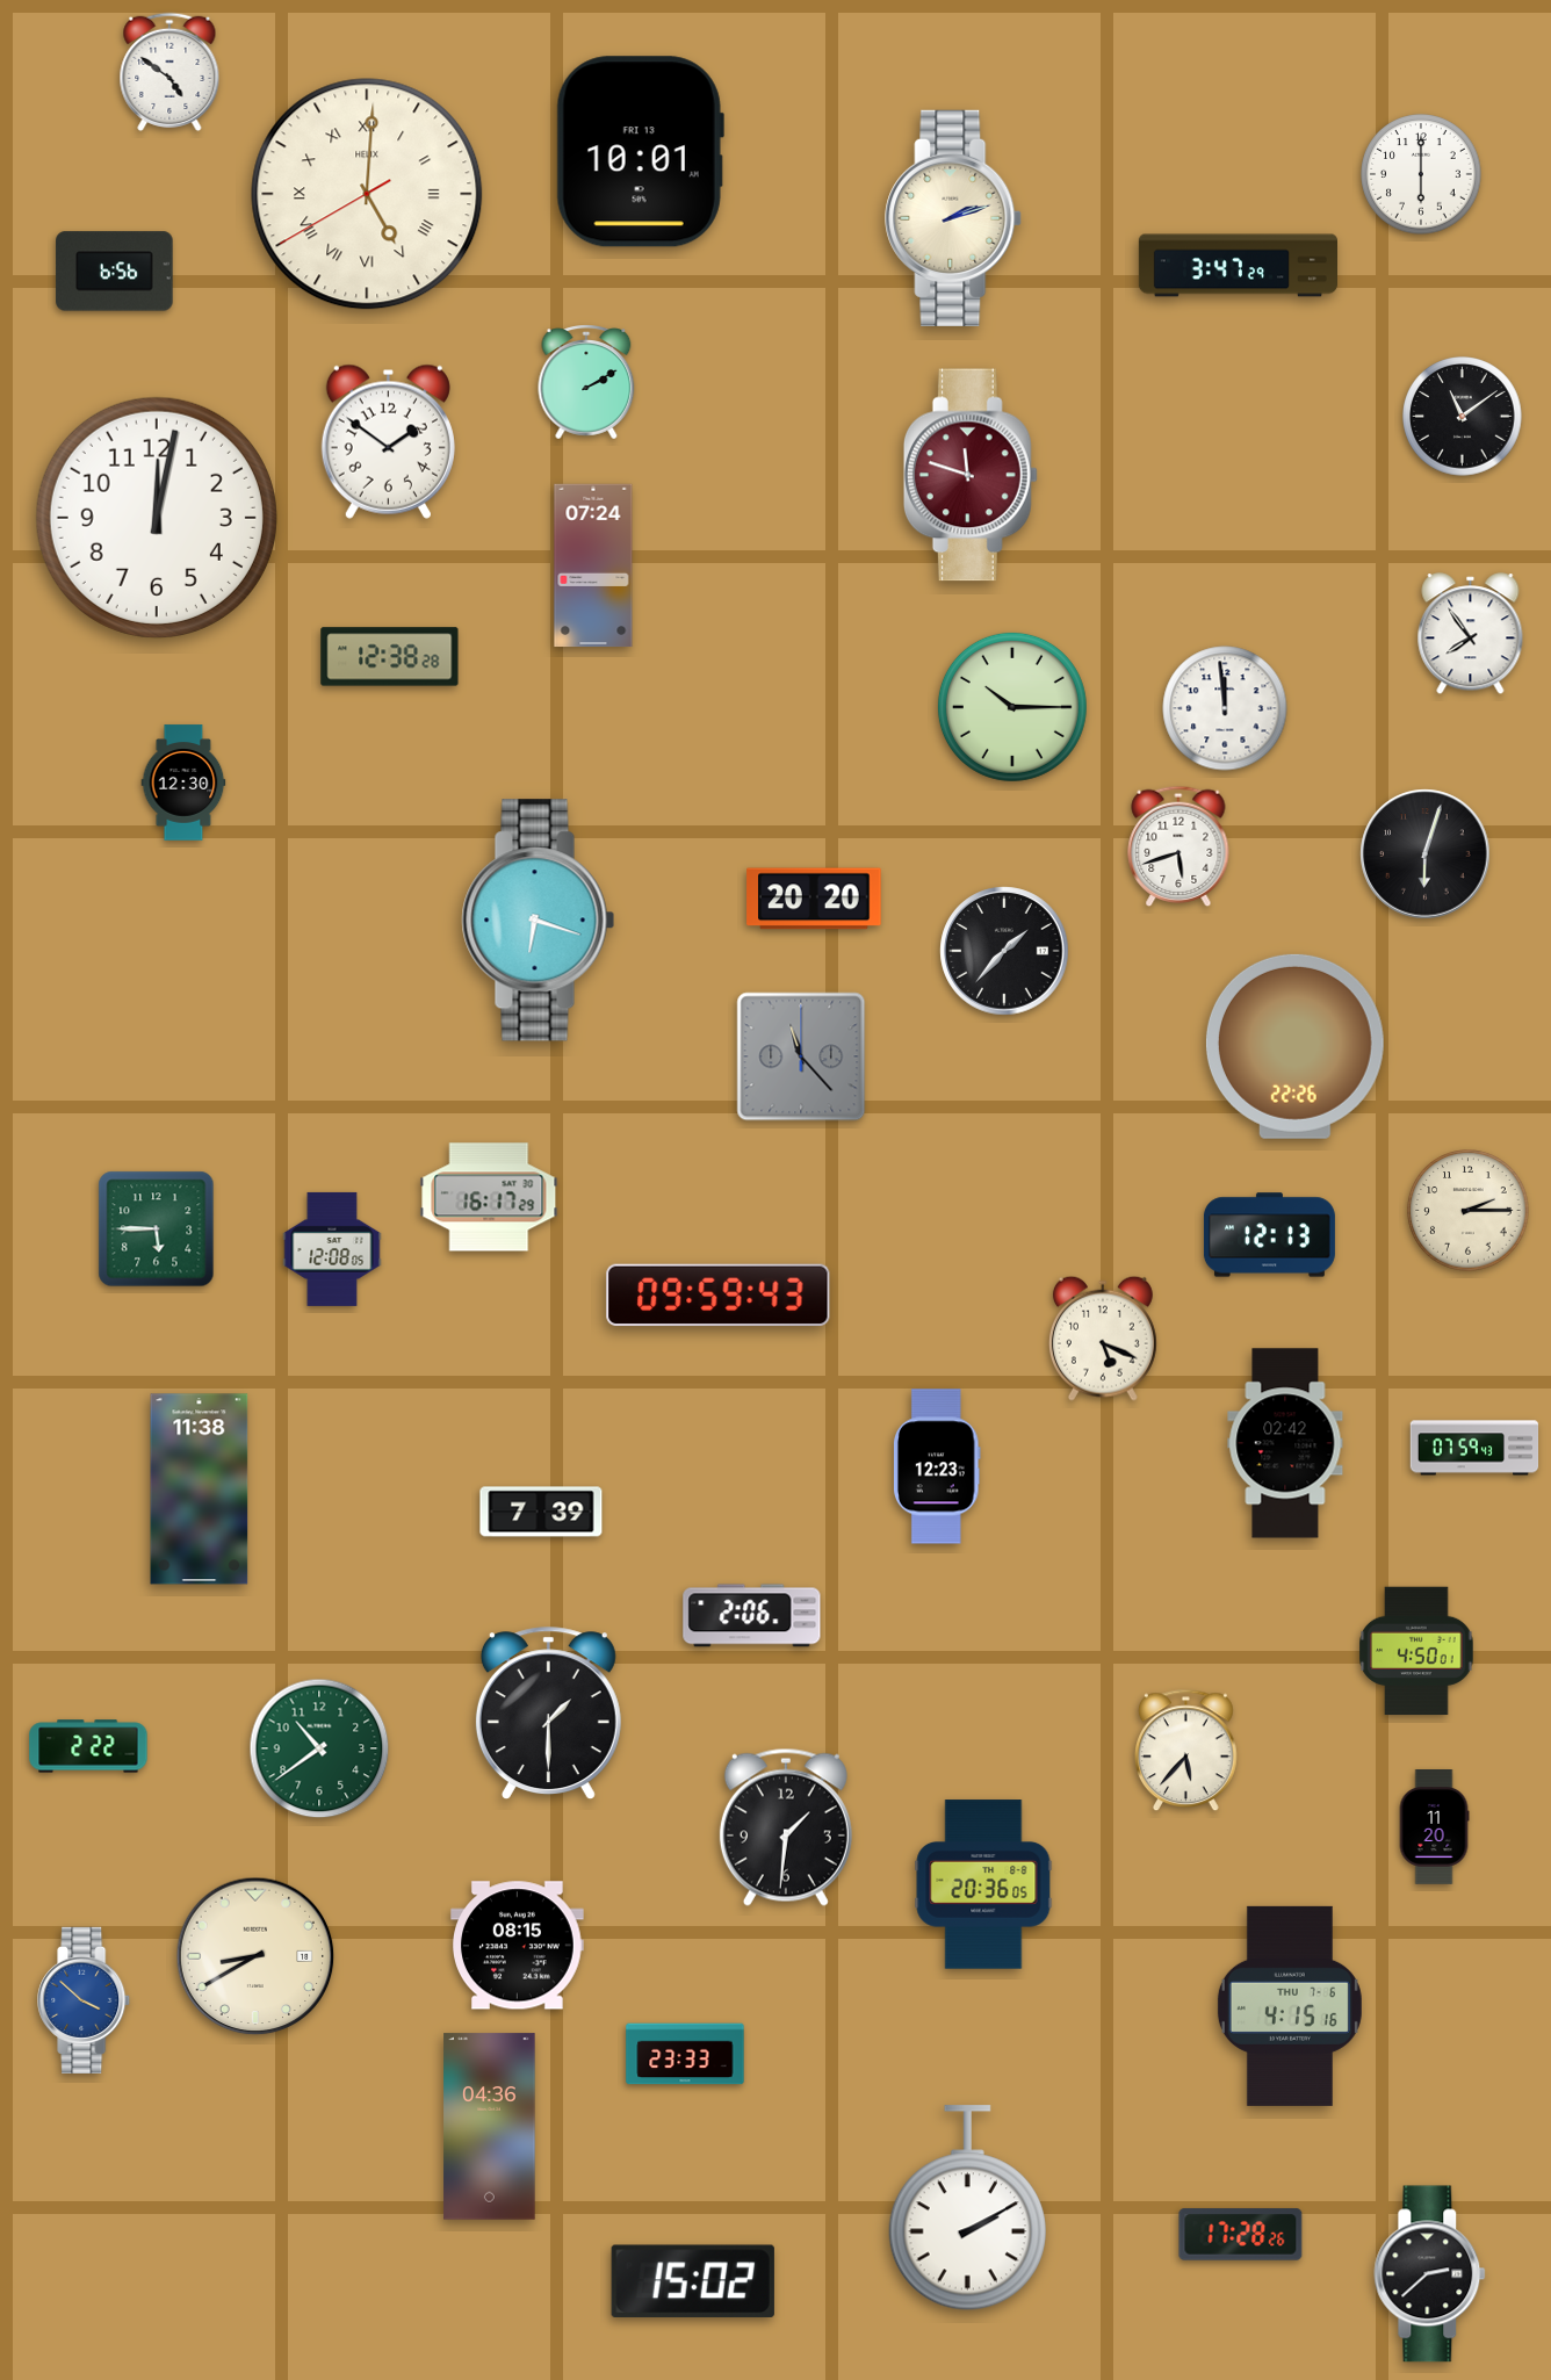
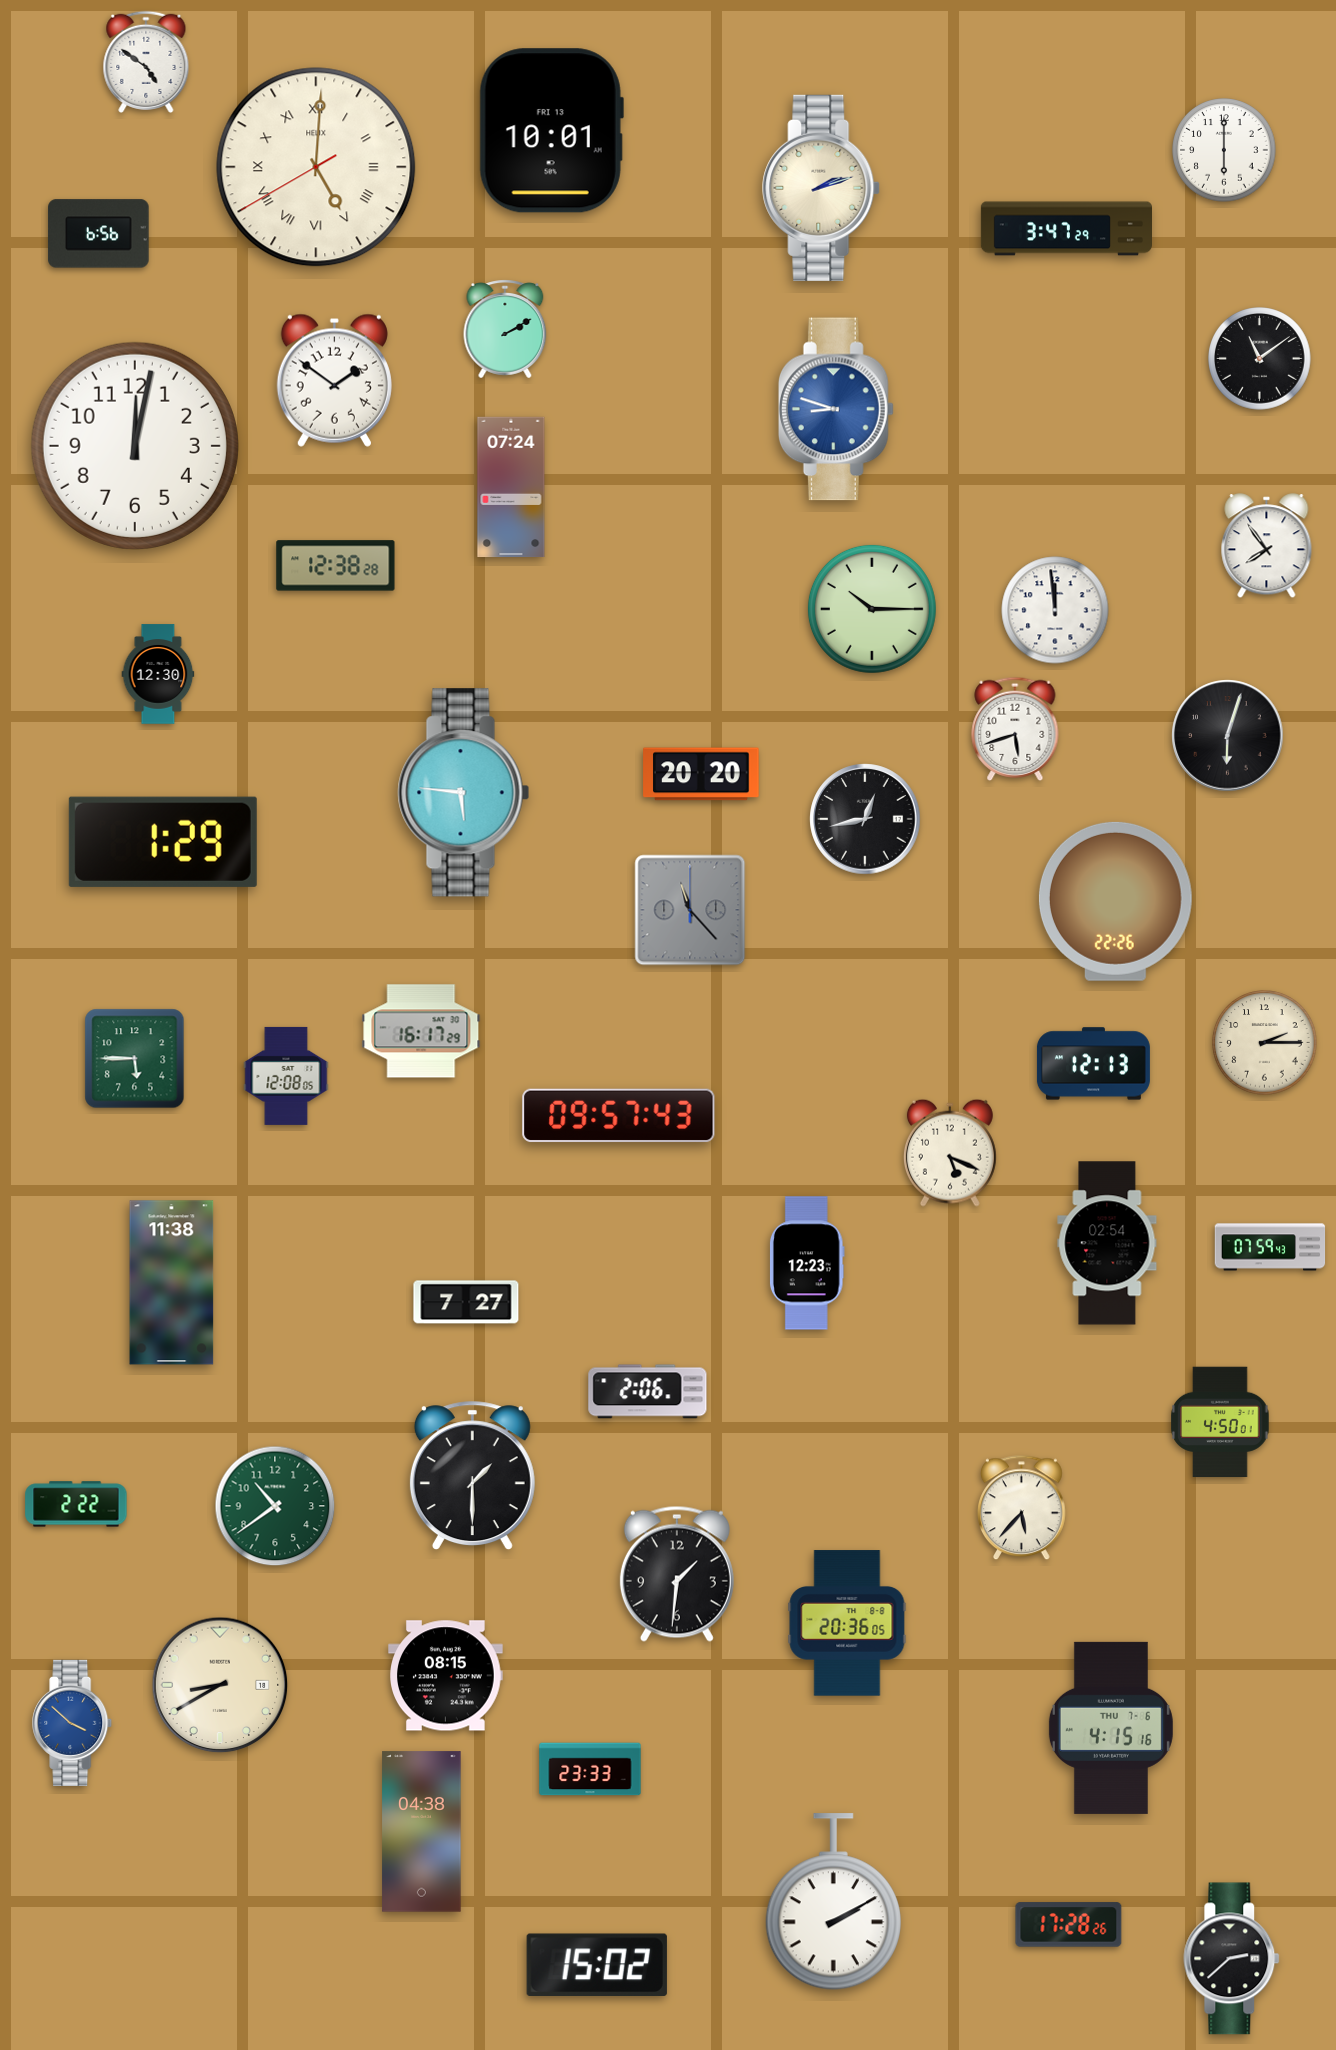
clock at (971, 475): 11:48 -> 8:48
clock at (971, 475) dial: burgundy -> blue
clock at (539, 921): 6:18 -> 5:46
clock at (1004, 951): 1:37 -> 12:43
clock at (163, 842): none -> 1:29
clock at (719, 1296): 09:59 -> 09:57
clock at (1285, 1443): 02:42 -> 02:54
clock at (541, 1512): 7:39 -> 7:27
clock at (1434, 1827): 11:20 -> none
clock at (490, 2127): 04:36 -> 04:38
